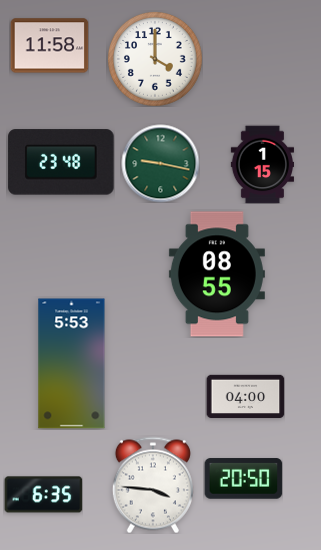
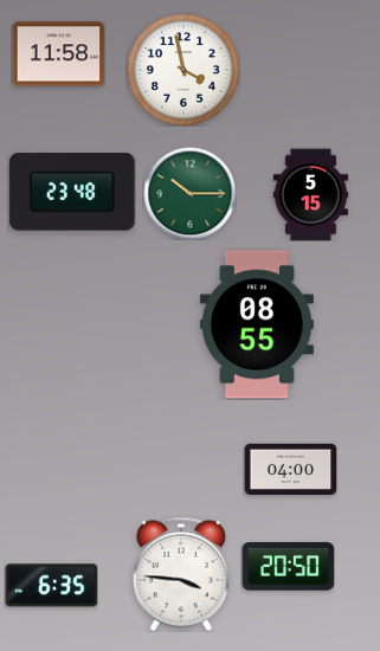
clock at (155, 59): 4:00 -> 3:58
clock at (160, 163): 9:17 -> 10:15
clock at (262, 164): 1:15 -> 5:15
clock at (72, 364): 5:53 -> none
